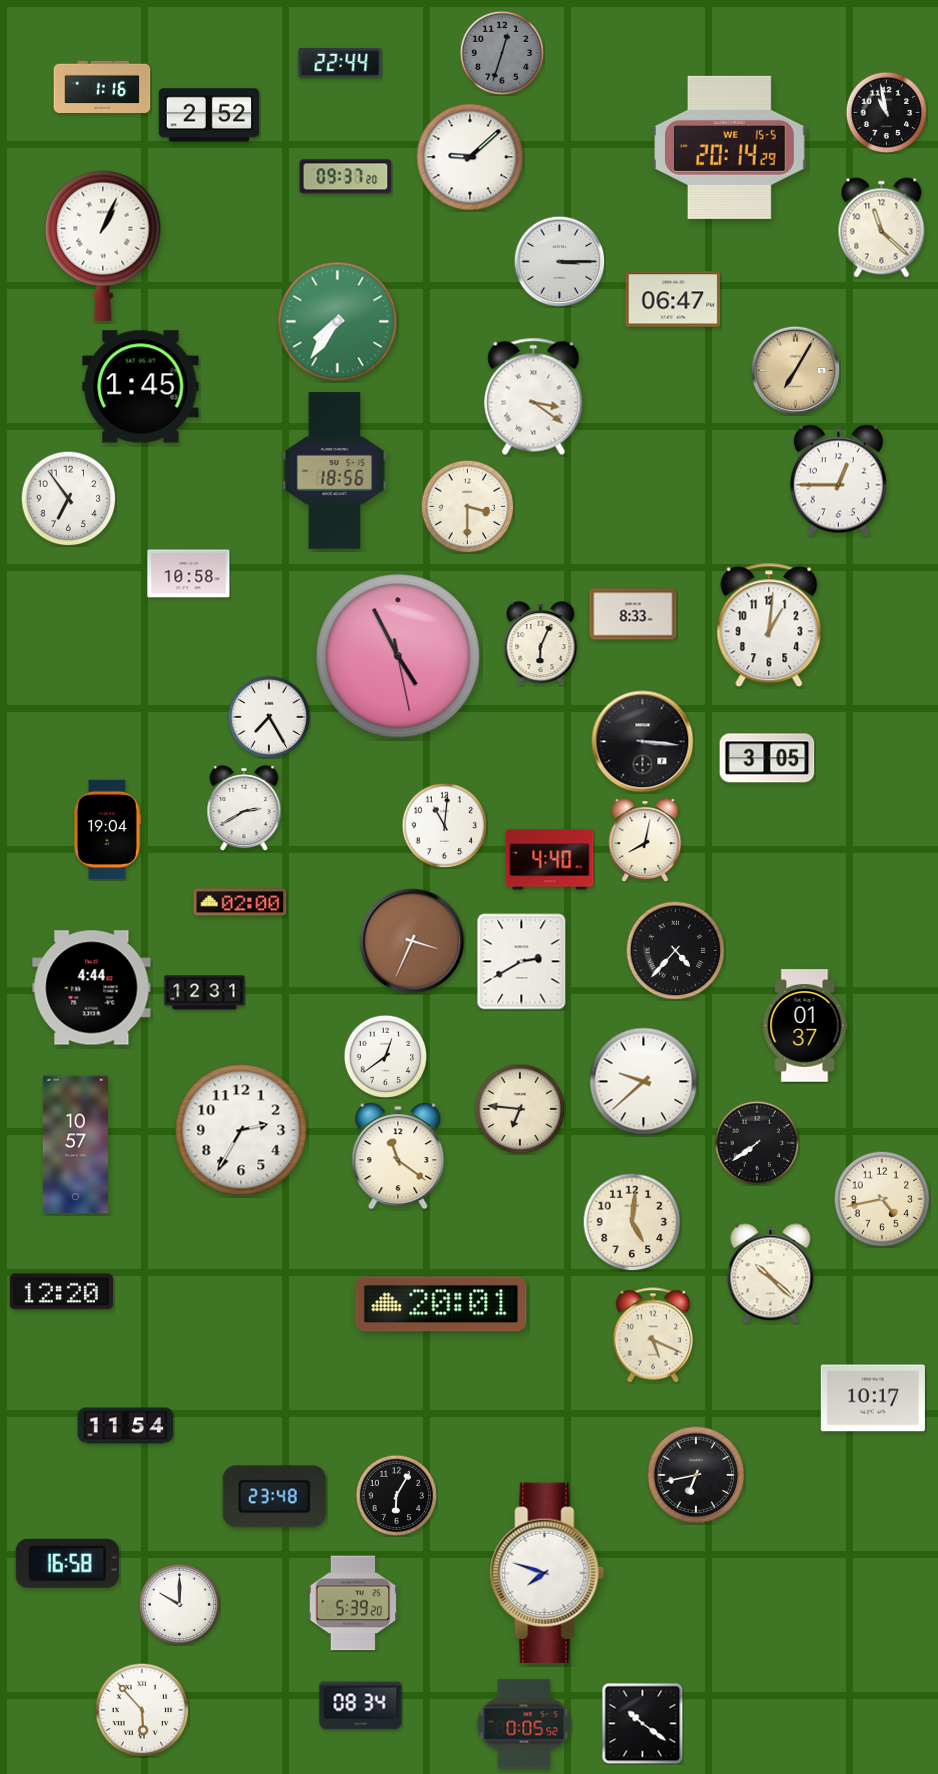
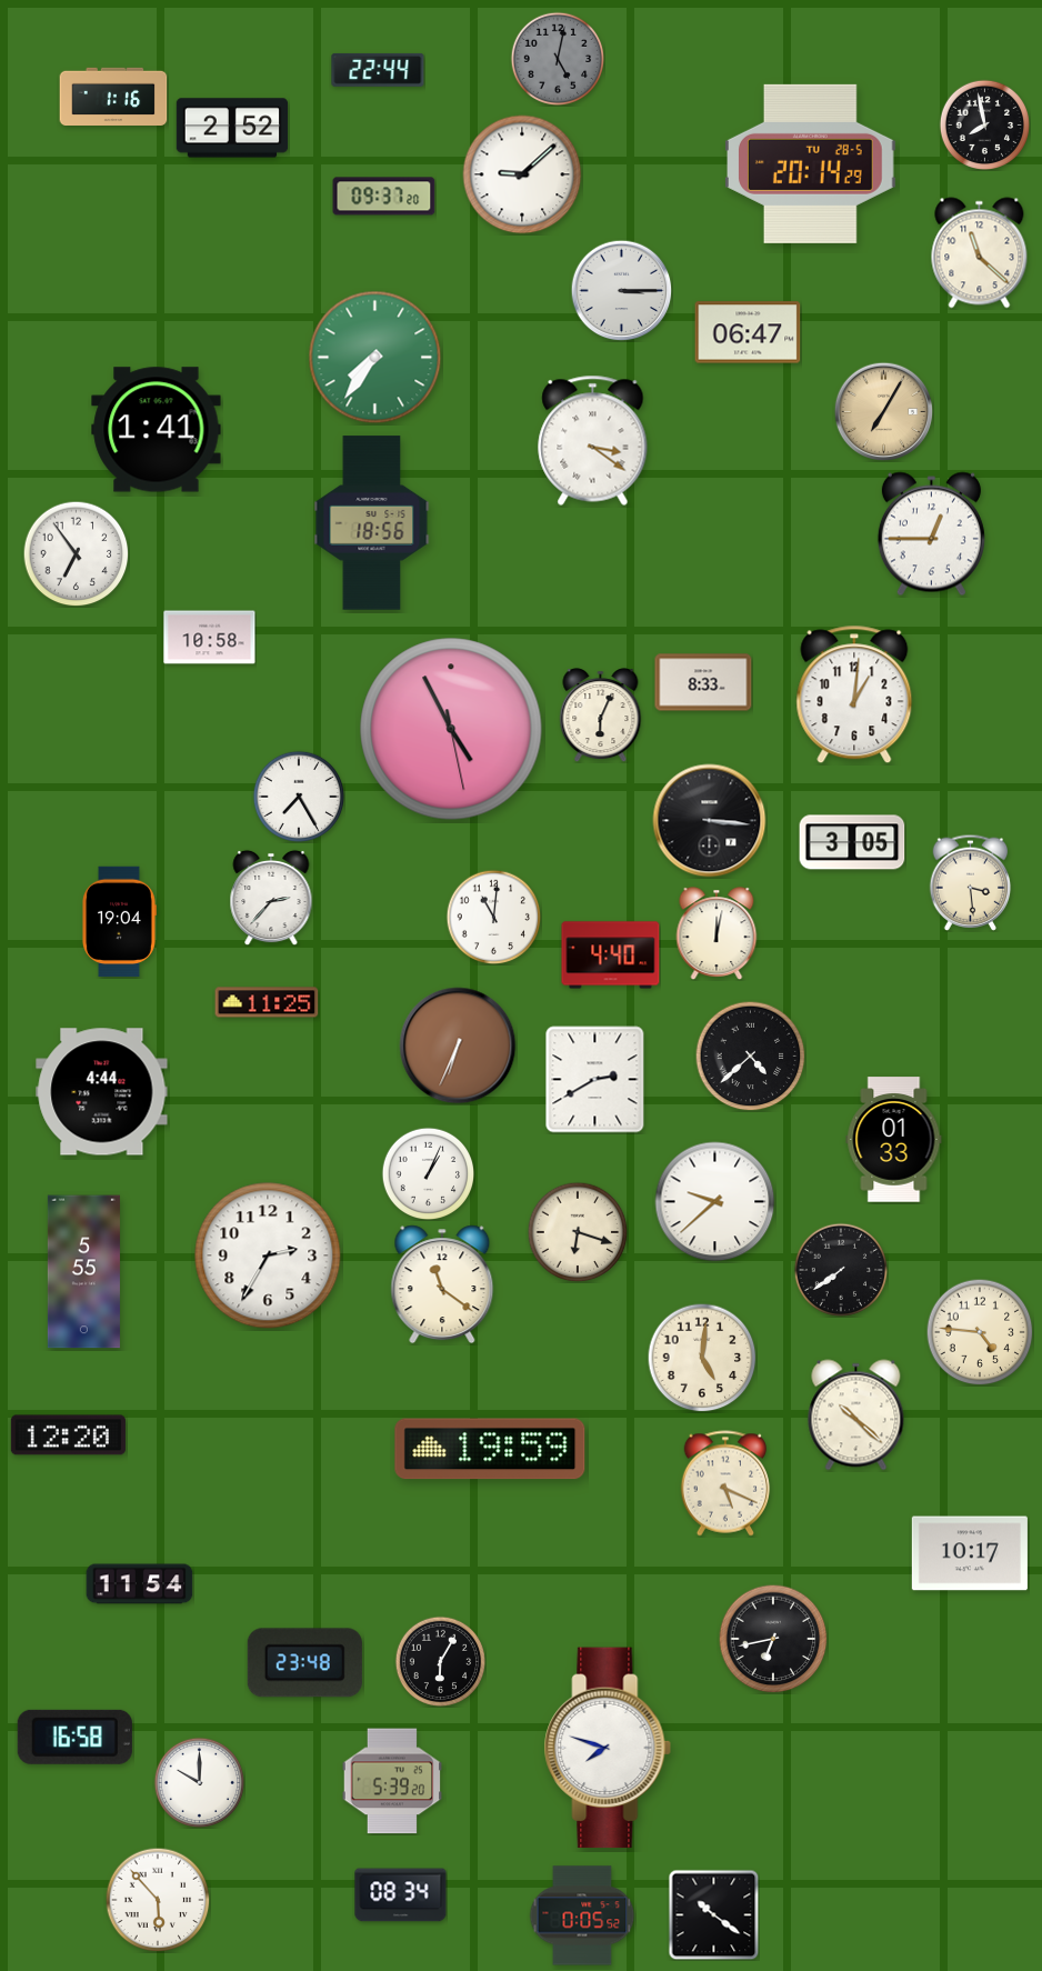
clock at (502, 53): 12:33 -> 5:02
clock at (886, 112): 10:58 -> 7:58
clock at (730, 147) date: WE 15-5 -> TU 28-5
clock at (103, 246): 1:04 -> none
clock at (141, 387): 1:45 -> 1:41
clock at (467, 506): 3:30 -> none
clock at (398, 656) position: (398, 656) -> (451, 729)
clock at (643, 742) position: (643, 742) -> (710, 821)
clock at (971, 882): none -> 3:29
clock at (244, 808): 2:40 -> 2:37
clock at (645, 840): 8:02 -> 12:02
clock at (240, 902): 02:00 -> 11:25
clock at (412, 941): 3:34 -> 6:34
clock at (676, 951): 4:37 -> 4:38
clock at (522, 962) position: (522, 962) -> (595, 1080)
clock at (92, 988) position: (92, 988) -> (102, 1092)
clock at (205, 993): 12:31 -> none
clock at (805, 1026): 01:37 -> 01:33
clock at (385, 1056): 12:39 -> 1:04
clock at (520, 1109): 6:46 -> 6:18
clock at (75, 1145): 10:57 -> 5:55
clock at (882, 1199): 4:43 -> 4:46
clock at (441, 1304): 20:01 -> 19:59
